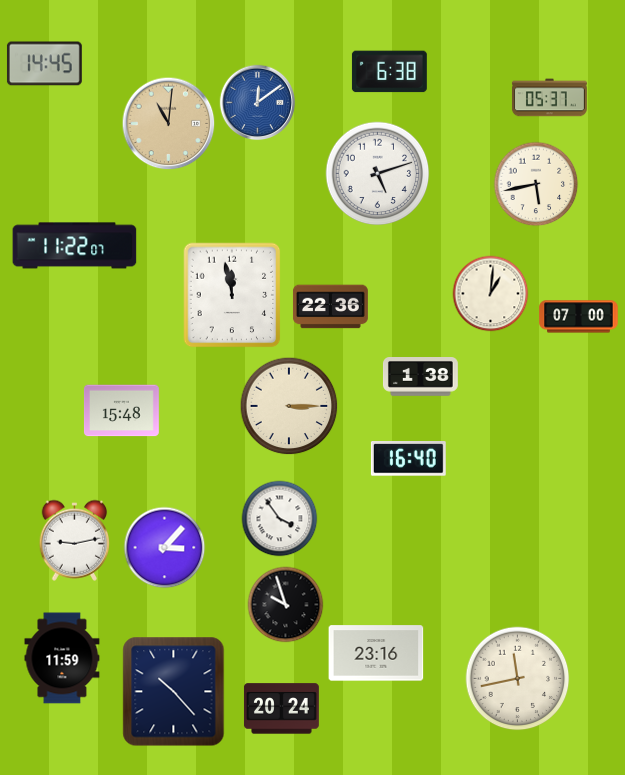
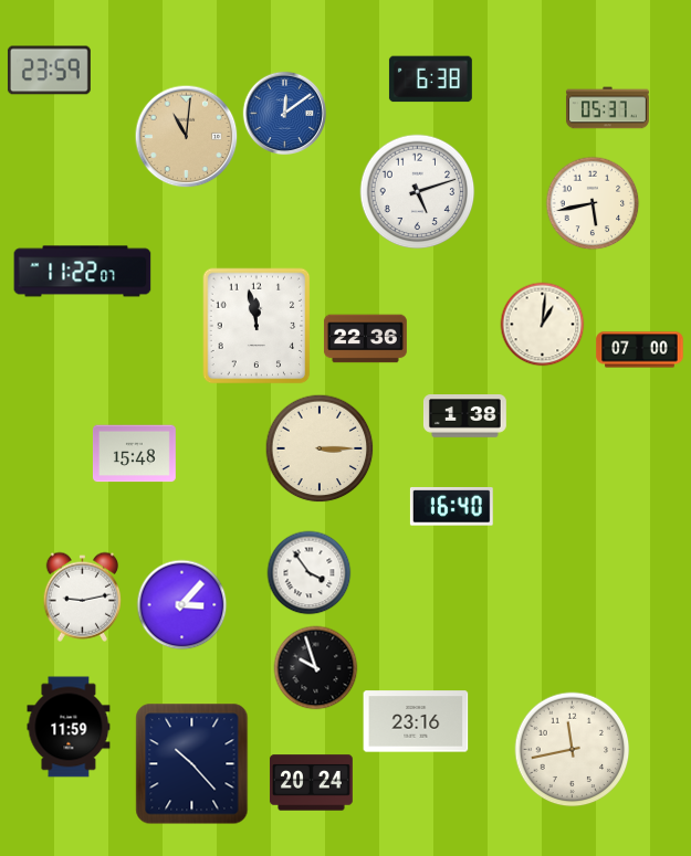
clock at (44, 64): 14:45 -> 23:59
